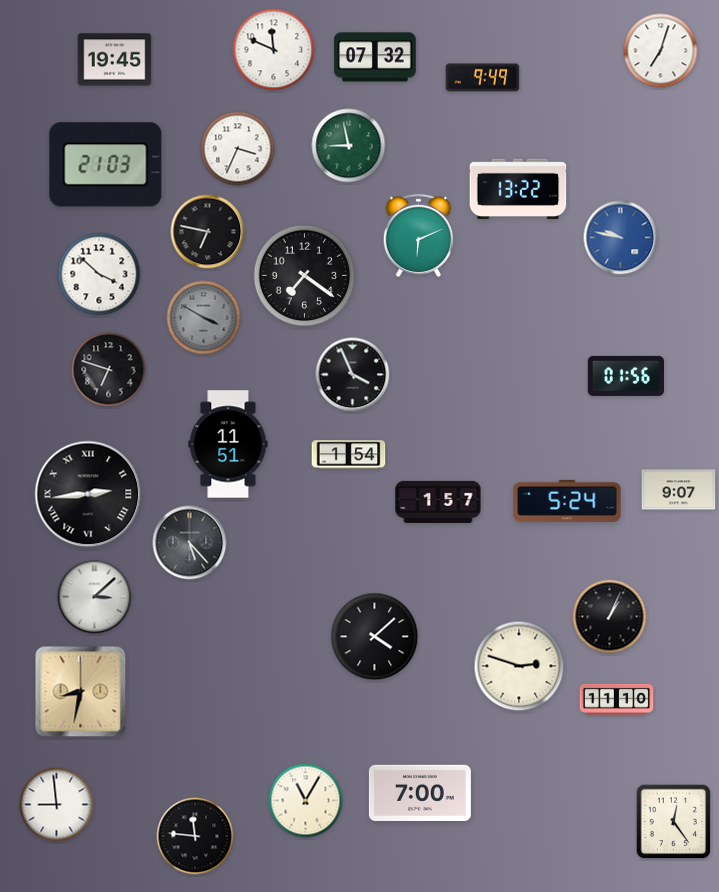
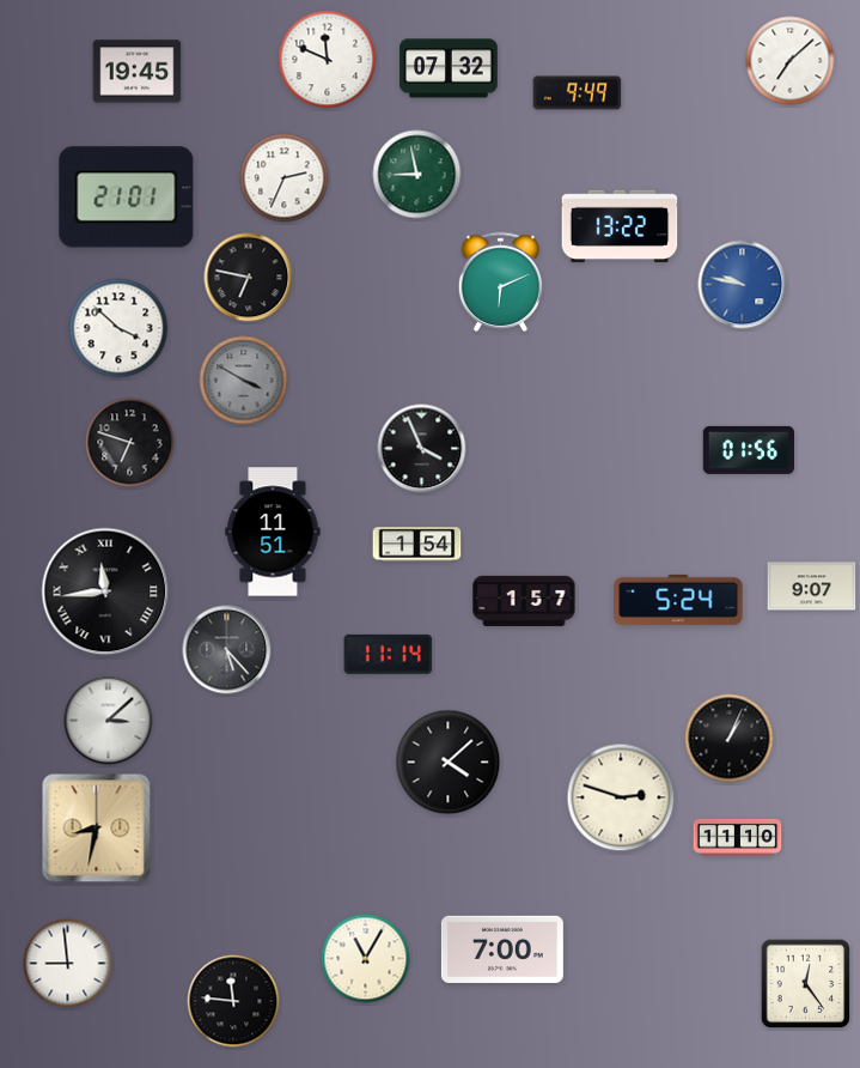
clock at (661, 51): 7:03 -> 7:08
clock at (238, 149): 3:34 -> 2:34
clock at (106, 165): 21:03 -> 21:01
clock at (305, 276): 7:21 -> none
clock at (88, 494): 2:44 -> 11:44
clock at (389, 654): none -> 11:14
clock at (95, 597) position: (95, 597) -> (109, 721)
